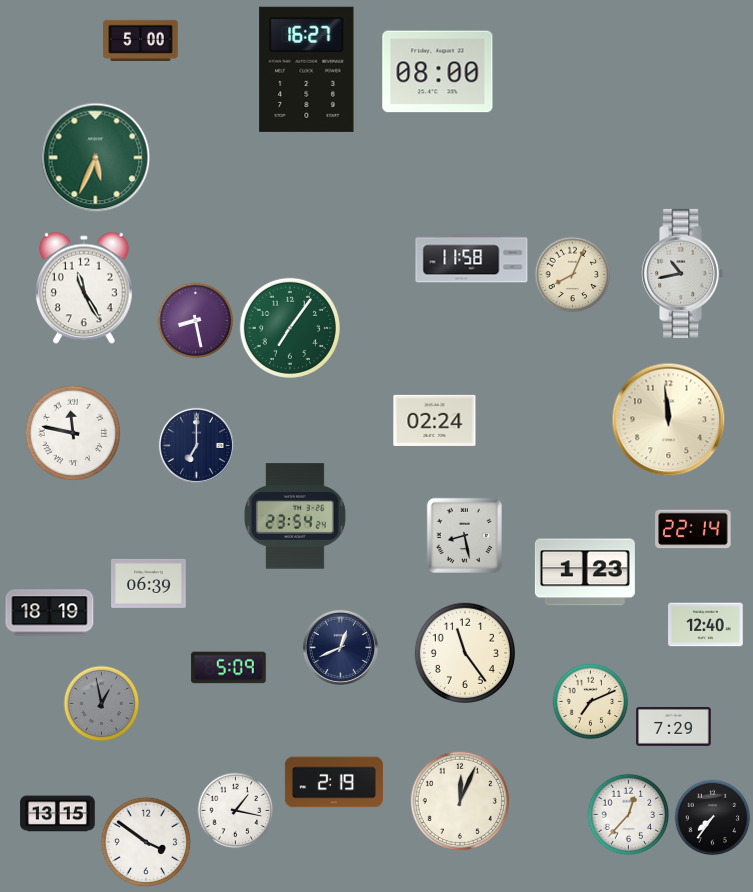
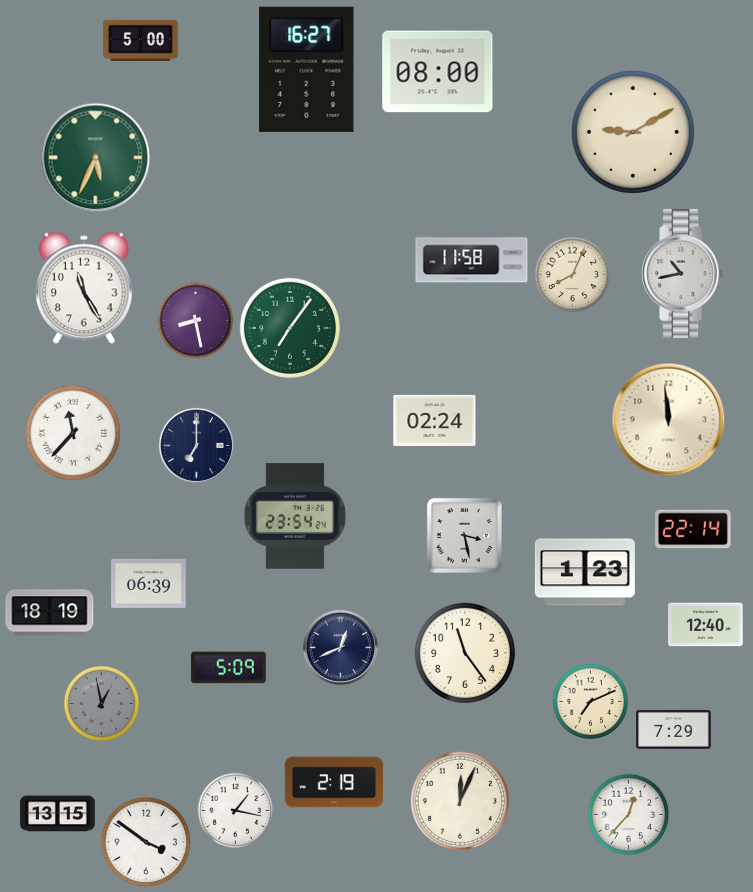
clock at (633, 132): none -> 9:10
clock at (72, 432): 11:47 -> 11:37
clock at (464, 535): 8:28 -> 3:28
clock at (674, 726) position: (674, 726) -> (674, 729)
clock at (713, 818): 7:36 -> none
